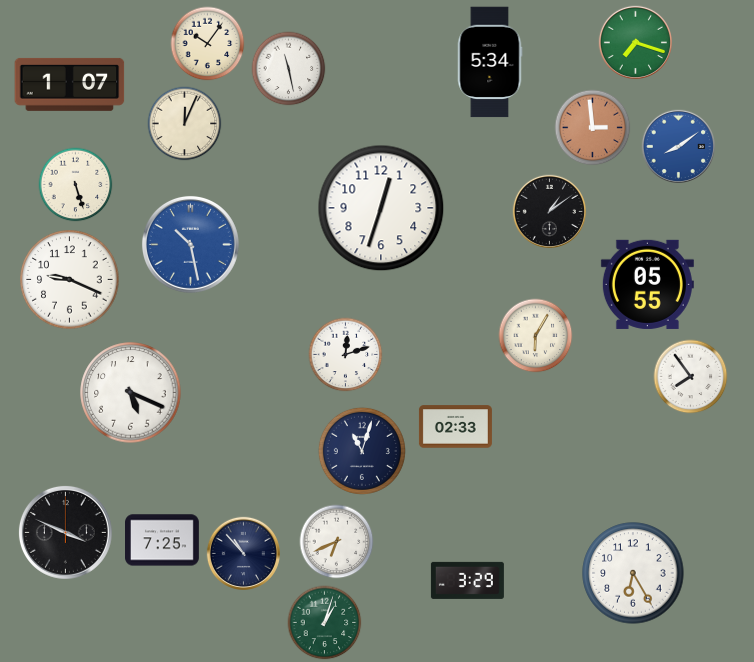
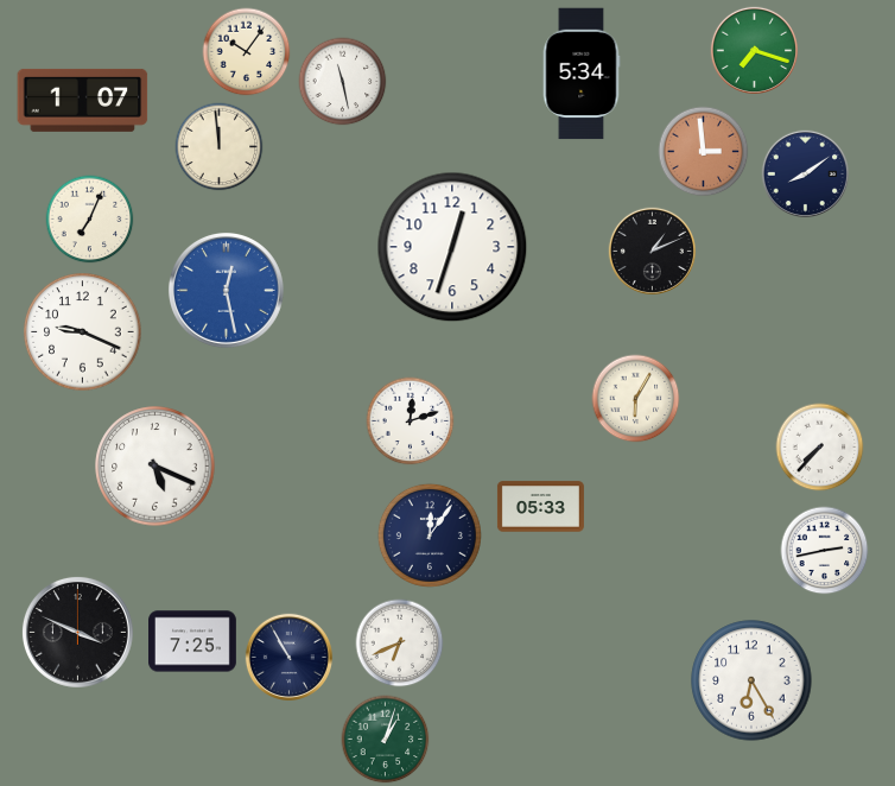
clock at (185, 124): 12:04 -> 11:59
clock at (678, 146) dial: blue -> navy
clock at (76, 185): 5:27 -> 7:04
clock at (549, 211): 1:09 -> 1:11
clock at (190, 244): 10:28 -> 12:28
clock at (647, 284): 05:55 -> none
clock at (691, 377): 7:54 -> 7:37
clock at (455, 427): 02:33 -> 05:33
clock at (362, 451): 11:03 -> 12:06
clock at (825, 551): none -> 2:43
clock at (243, 553): 10:53 -> 10:55
clock at (467, 580): 3:29 -> none
